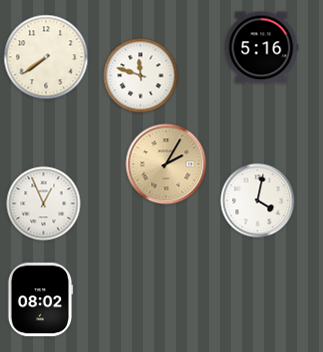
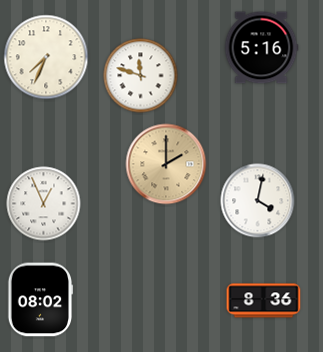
clock at (46, 57): 7:39 -> 7:34
clock at (166, 164): 2:05 -> 2:00
clock at (264, 301): none -> 8:36
